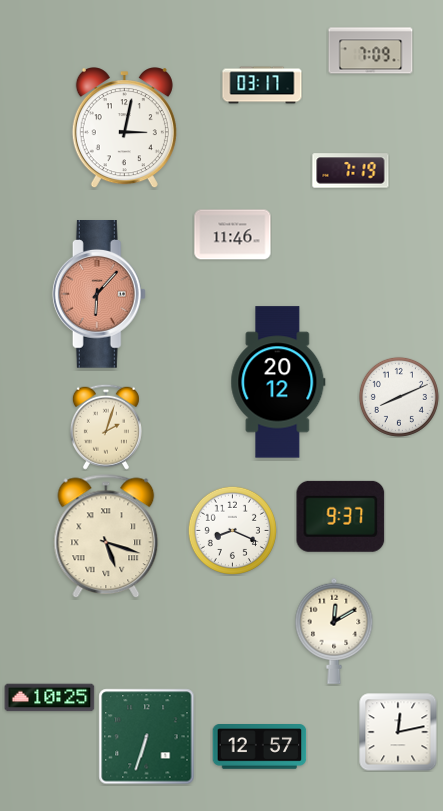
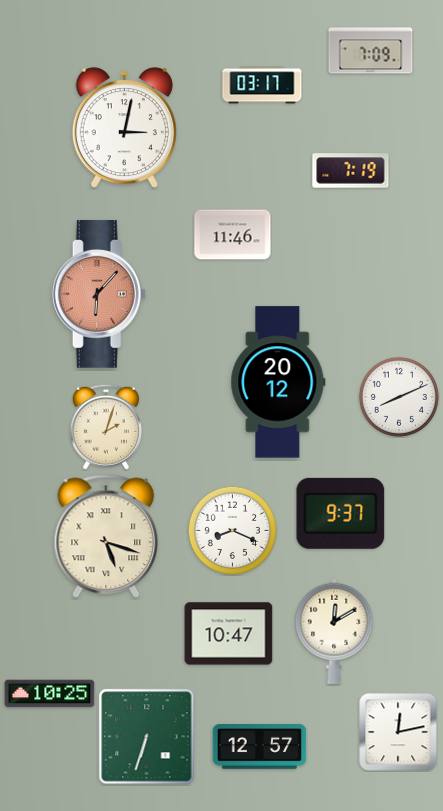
clock at (341, 516) position: (341, 516) -> (341, 513)
clock at (229, 634): none -> 10:47
clock at (50, 698) position: (50, 698) -> (50, 694)
